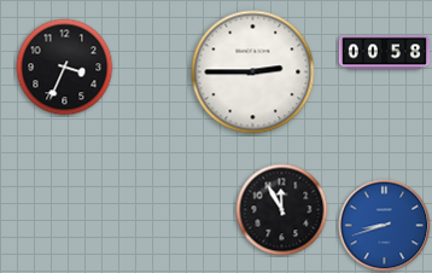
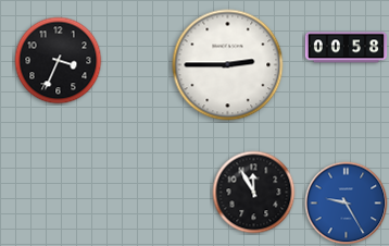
clock at (282, 210) position: (282, 210) -> (254, 193)
clock at (385, 226): 8:42 -> 9:25
